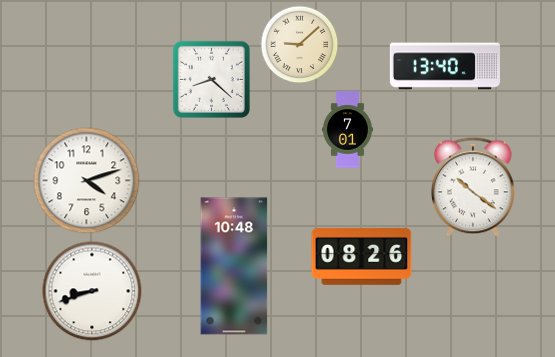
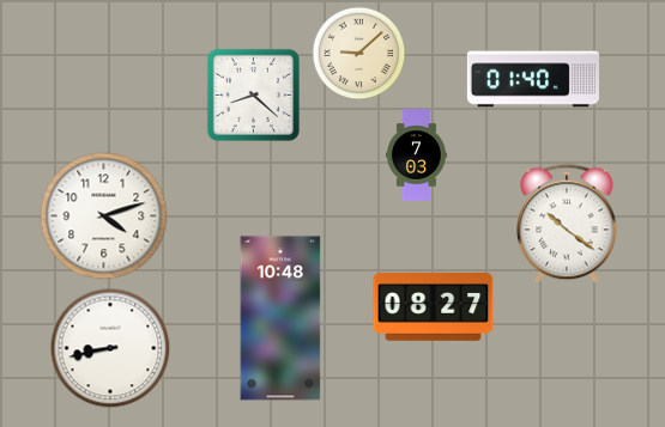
clock at (445, 66): 13:40 -> 01:40
clock at (348, 130): 7:01 -> 7:03
clock at (362, 256): 08:26 -> 08:27
clock at (92, 291): 8:42 -> 8:43
